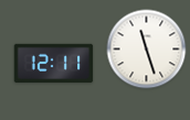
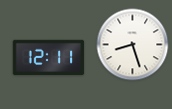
clock at (147, 50): 11:27 -> 8:27
